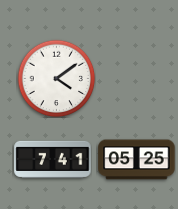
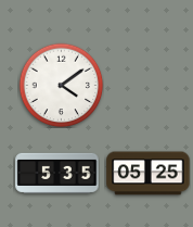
clock at (53, 159): 7:41 -> 5:35
